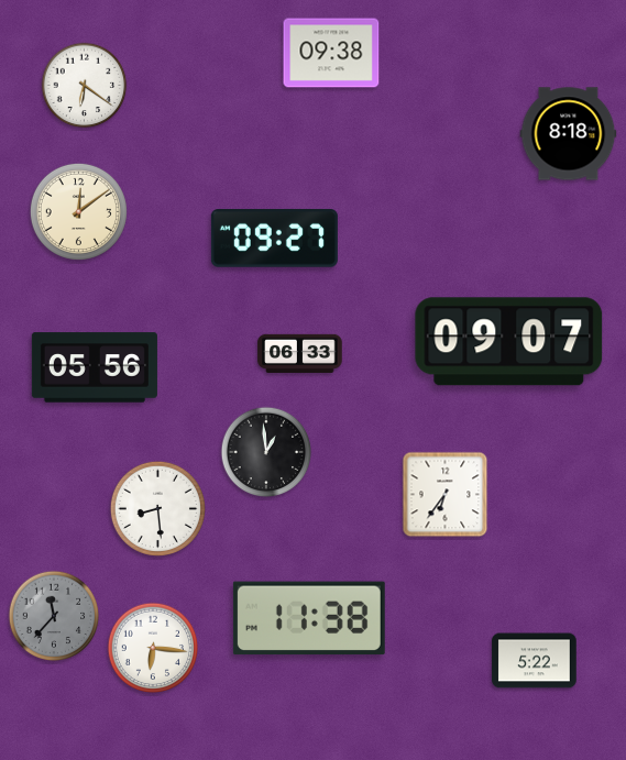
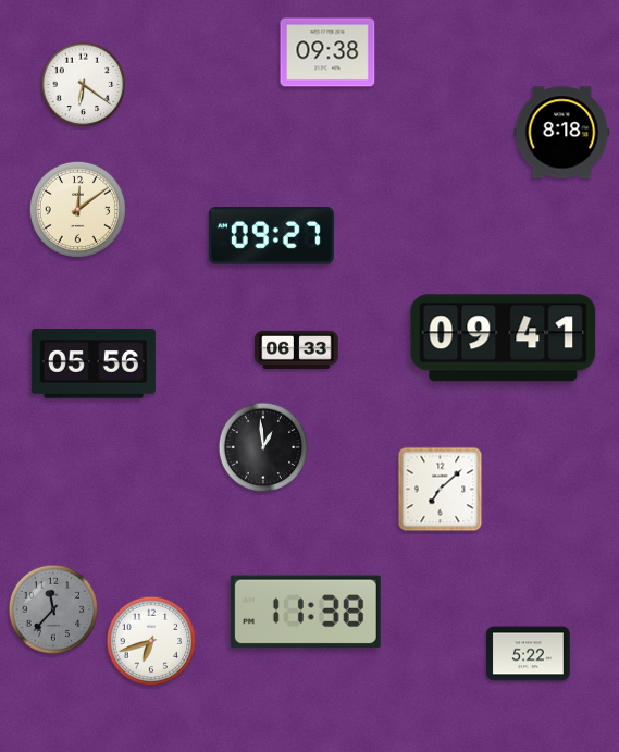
clock at (509, 342): 09:07 -> 09:41
clock at (446, 495): 6:36 -> 7:08
clock at (157, 508): 8:29 -> none
clock at (153, 648): 6:16 -> 6:42
